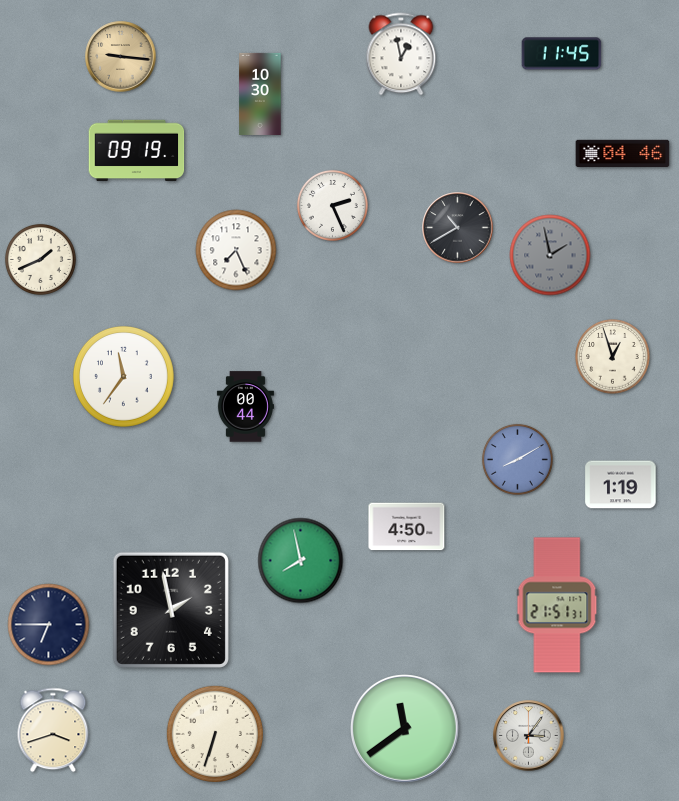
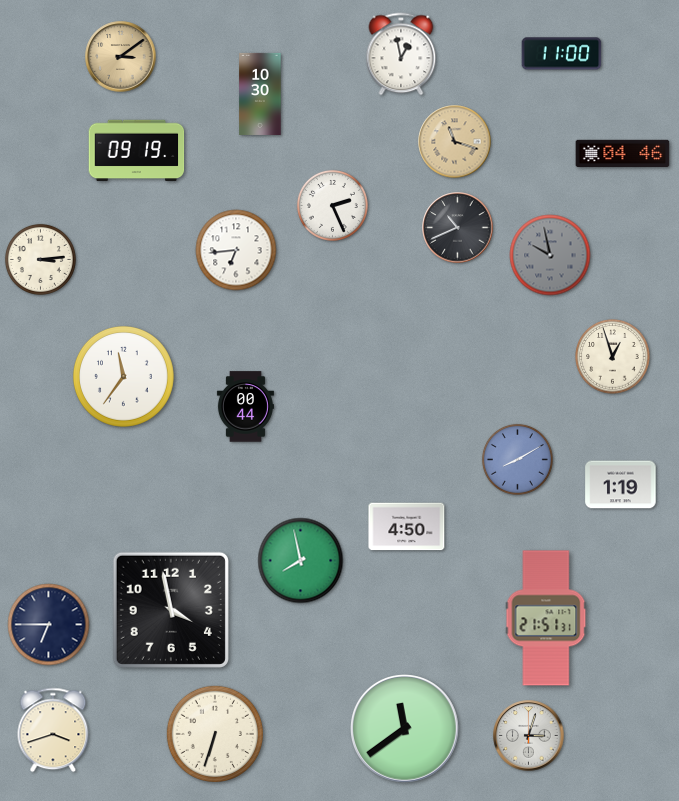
clock at (562, 54): 11:45 -> 11:00
clock at (121, 57): 9:16 -> 3:09
clock at (455, 142): none -> 11:18
clock at (458, 228): 10:40 -> 10:41
clock at (236, 250): 7:26 -> 6:44
clock at (550, 255): 1:58 -> 9:58
clock at (40, 259): 1:41 -> 3:14
clock at (557, 605) position: (557, 605) -> (546, 618)
clock at (171, 610): 1:58 -> 3:58
clock at (529, 736): 3:06 -> 3:03
